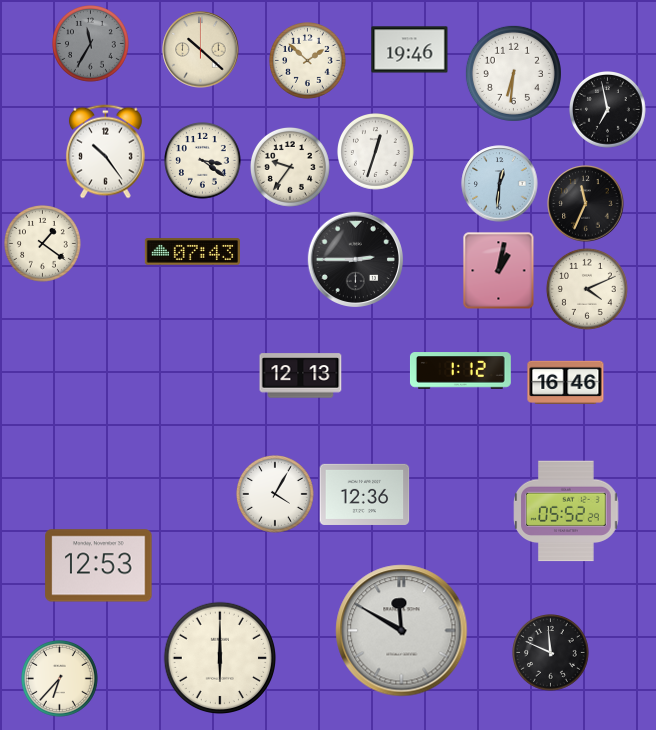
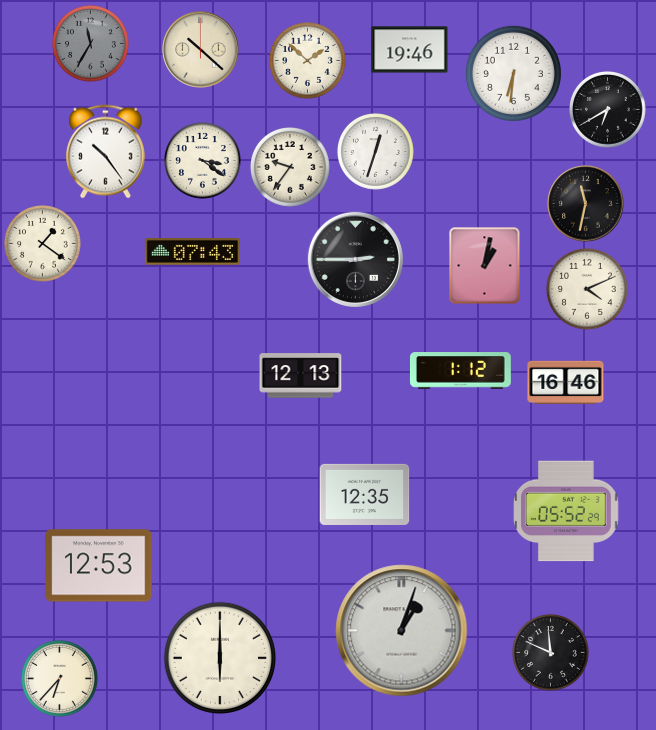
clock at (608, 110): 6:58 -> 6:40
clock at (500, 184): 12:31 -> none
clock at (586, 204): 11:34 -> 11:32
clock at (499, 271) position: (499, 271) -> (485, 266)
clock at (365, 494): 12:36 -> 12:35
clock at (276, 495): 4:05 -> none
clock at (402, 631): 11:50 -> 1:03
